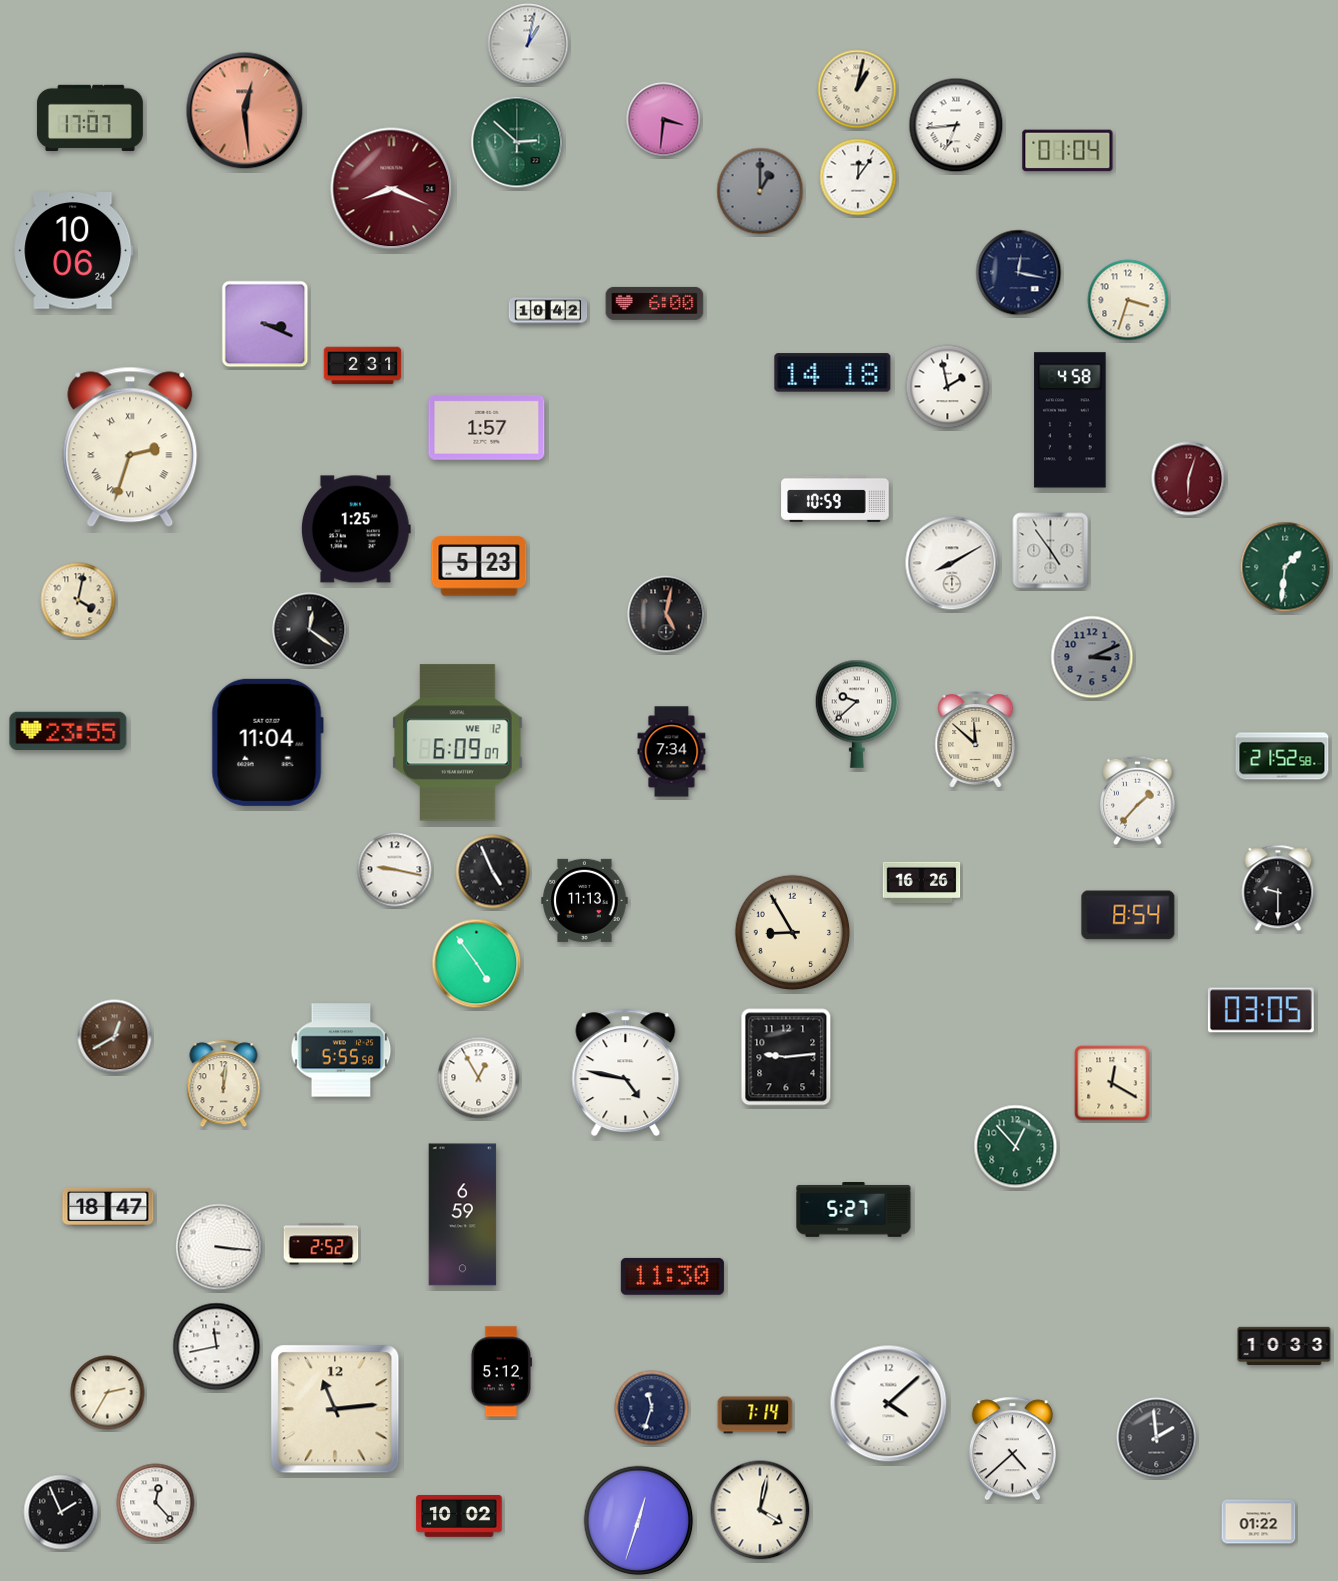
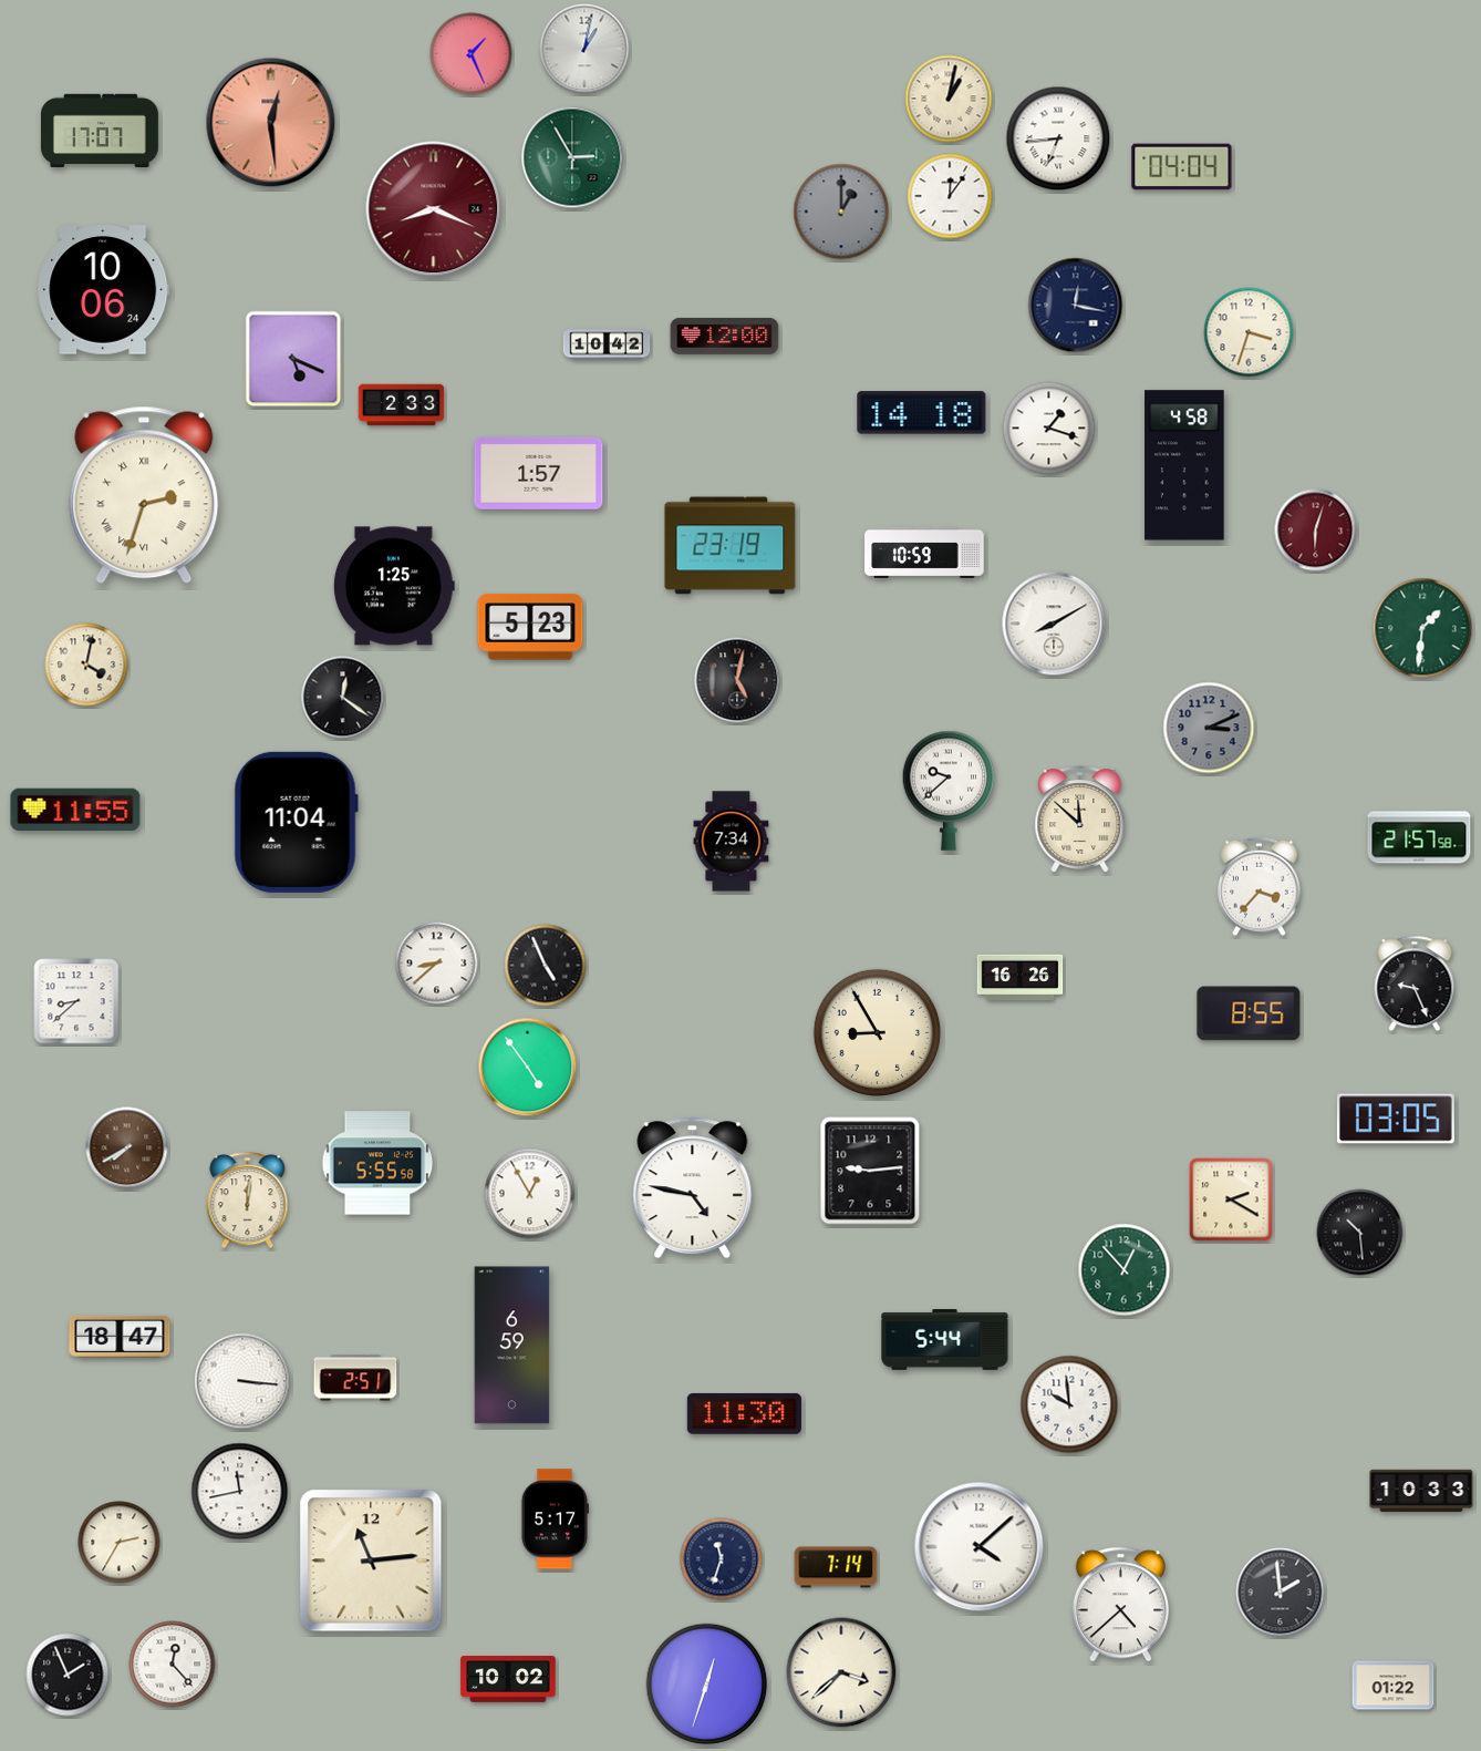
clock at (472, 54): none -> 1:26
clock at (664, 120): 3:31 -> none
clock at (517, 142): 2:52 -> 2:55
clock at (1068, 151): 01:04 -> 04:04
clock at (74, 251) position: (74, 251) -> (104, 290)
clock at (1019, 273) position: (1019, 273) -> (1076, 306)
clock at (655, 303): 6:00 -> 12:00
clock at (265, 324): 3:19 -> 5:19
clock at (363, 366): 2:31 -> 2:33
clock at (948, 387): 1:58 -> 1:18
clock at (731, 546): none -> 23:19
clock at (1051, 551): 4:54 -> none
clock at (68, 730): 23:55 -> 11:55
clock at (458, 743): 6:09 -> none
clock at (672, 752) position: (672, 752) -> (732, 842)
clock at (1282, 756): 21:52 -> 21:57
clock at (1138, 801): 1:37 -> 3:37
clock at (395, 870): 9:17 -> 8:38
clock at (1278, 888): 9:30 -> 9:26
clock at (585, 900): 11:13 -> none
clock at (76, 1001): none -> 8:38
clock at (1128, 915): 8:54 -> 8:55
clock at (115, 1037): 12:40 -> 7:40
clock at (1112, 1083): 12:20 -> 2:20
clock at (1360, 1233): none -> 10:29
clock at (854, 1210): 5:27 -> 5:44
clock at (321, 1244): 2:52 -> 2:51
clock at (1069, 1404): none -> 9:59
clock at (501, 1372): 5:12 -> 5:17
clock at (889, 1404) position: (889, 1404) -> (980, 1547)
clock at (760, 1510): 4:02 -> 3:38
